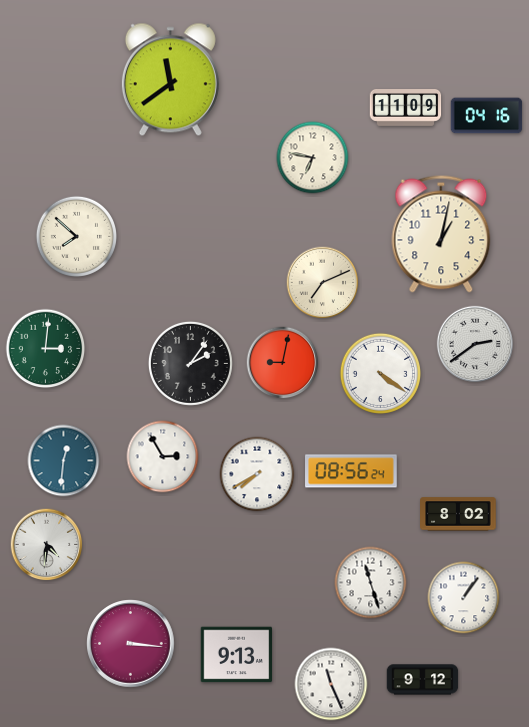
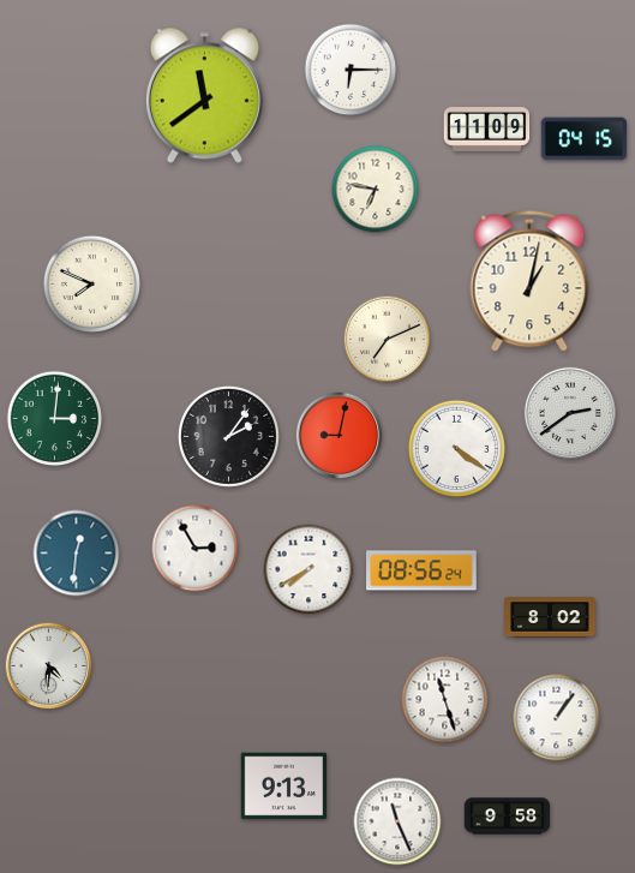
clock at (351, 70): none -> 6:15
clock at (487, 116): 04:16 -> 04:15
clock at (76, 236): 7:52 -> 7:49
clock at (351, 471) position: (351, 471) -> (421, 570)
clock at (47, 545) position: (47, 545) -> (49, 666)
clock at (131, 644): 3:16 -> none
clock at (423, 680): 9:12 -> 9:58
